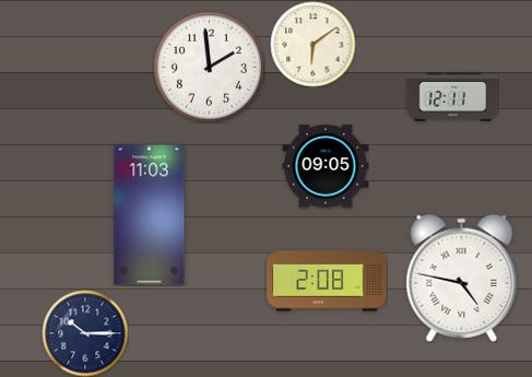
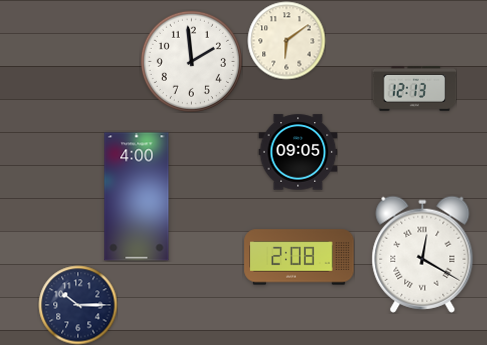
clock at (452, 97): 12:11 -> 12:13
clock at (150, 215): 11:03 -> 4:00
clock at (462, 278): 4:47 -> 12:20
